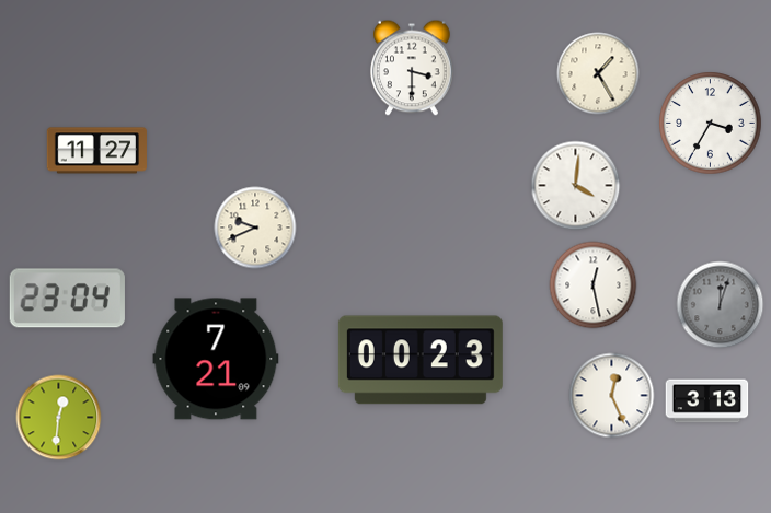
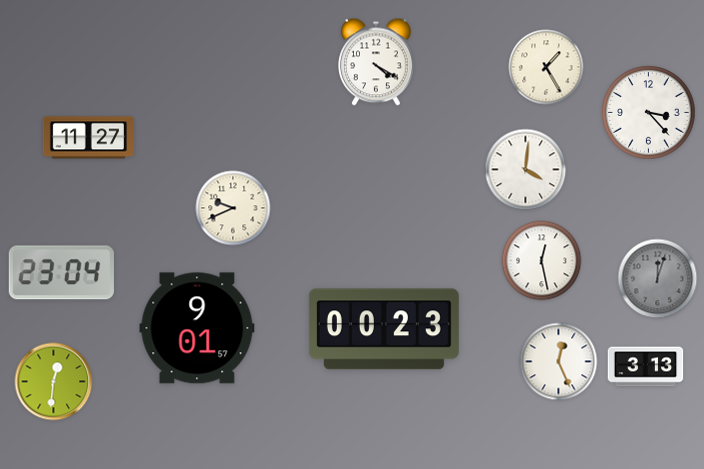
clock at (413, 68): 3:30 -> 4:20
clock at (711, 124): 3:35 -> 3:23
clock at (216, 359): 7:21 -> 9:01
